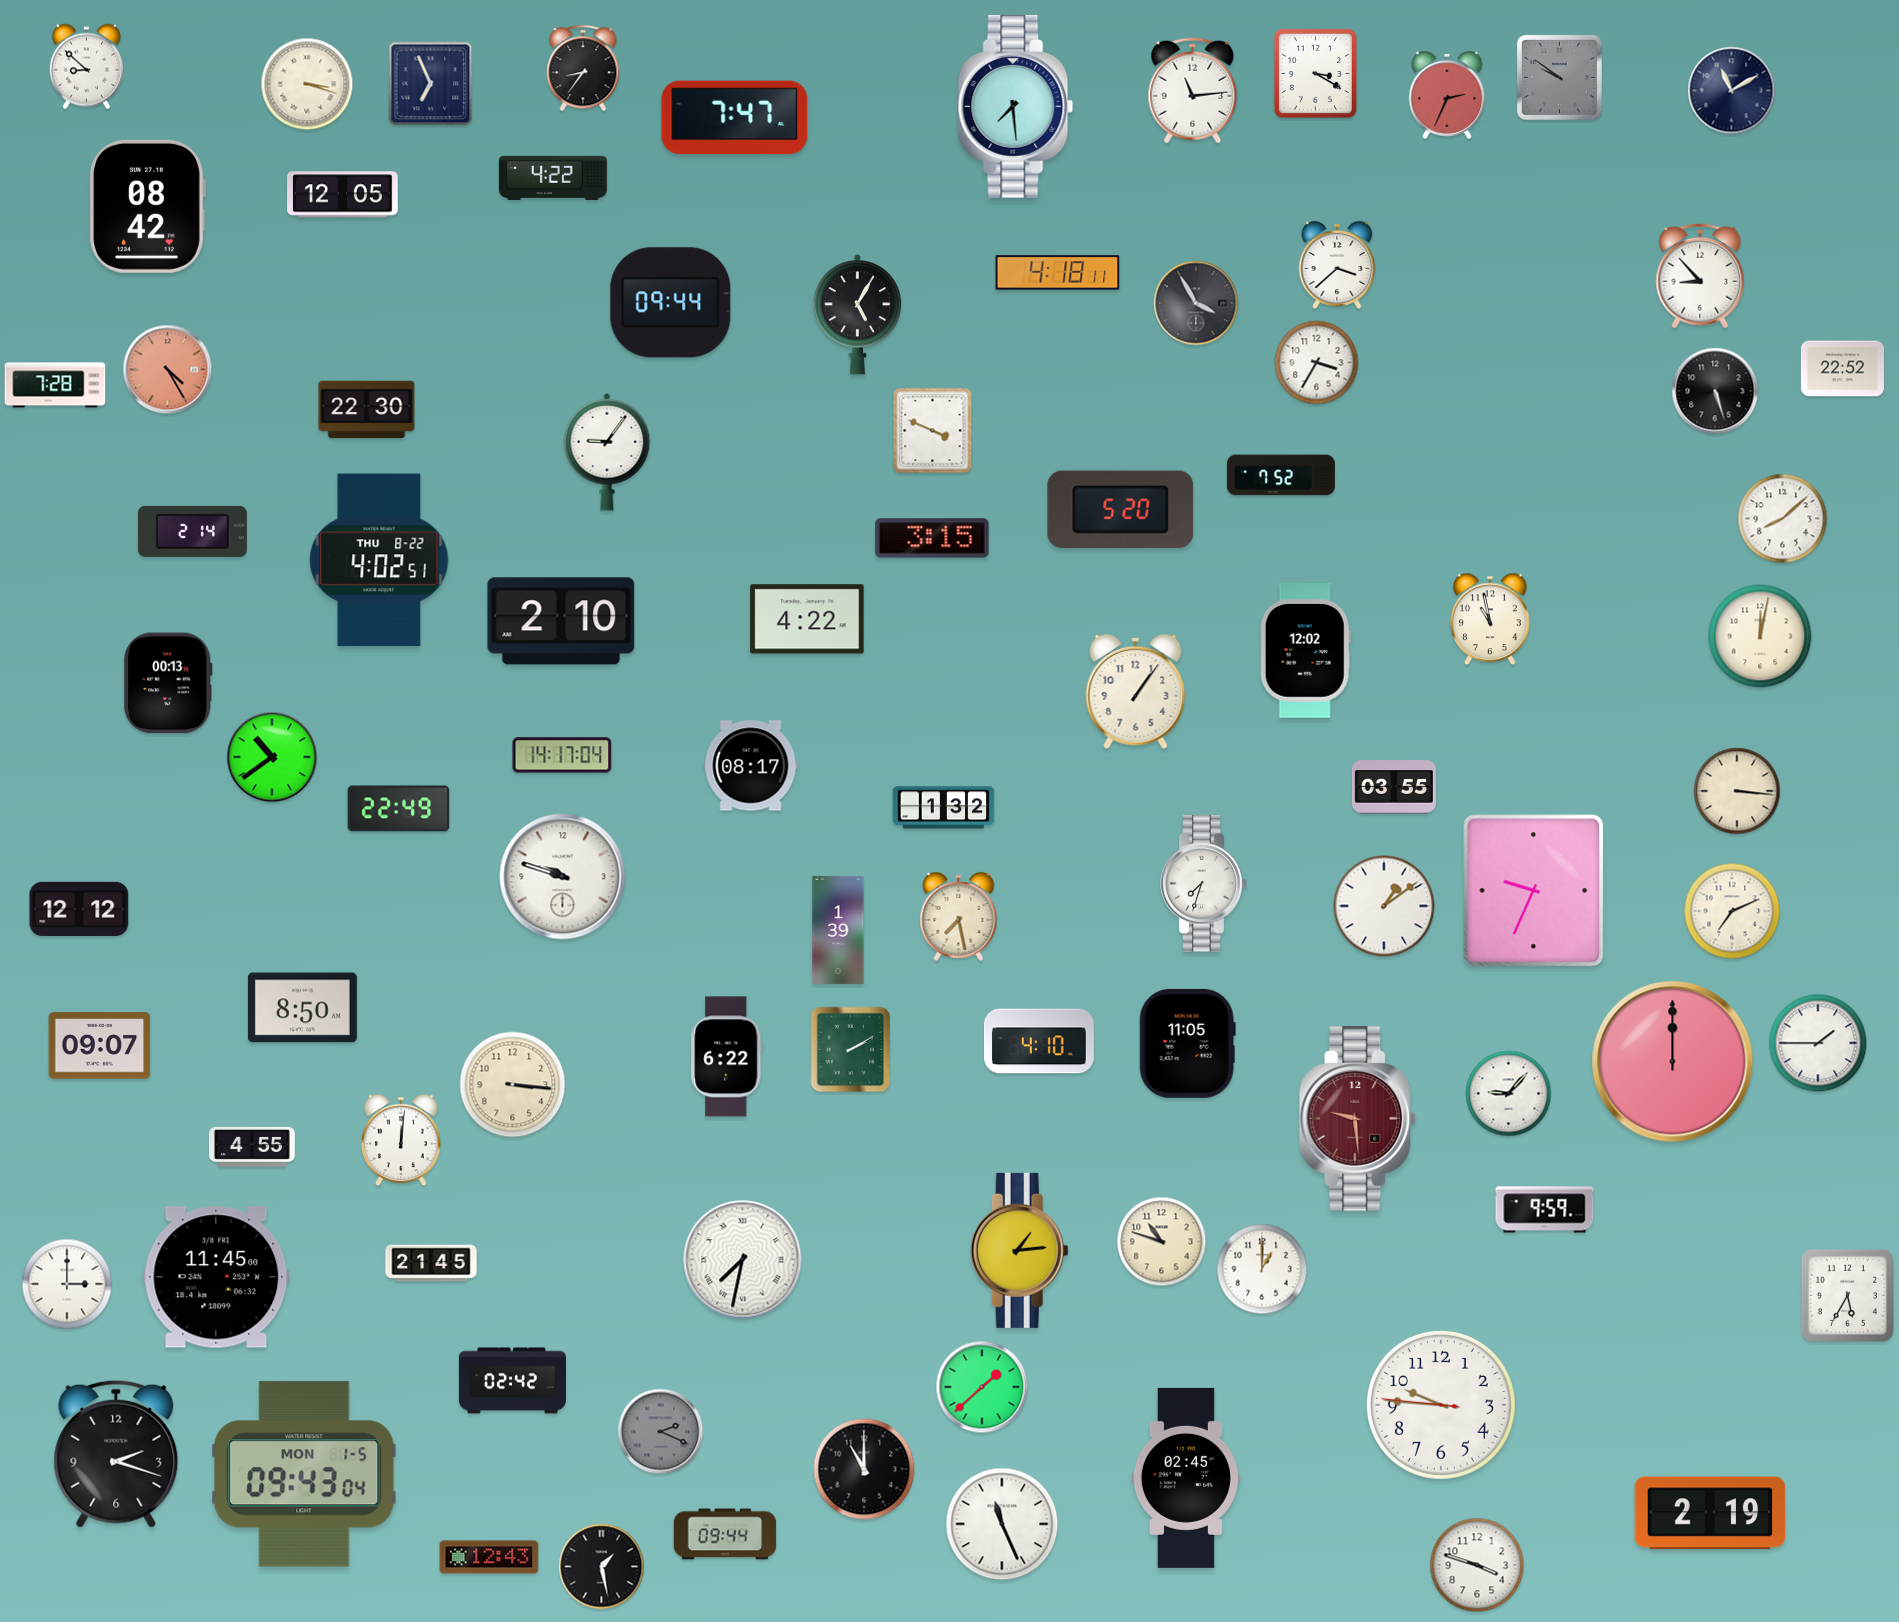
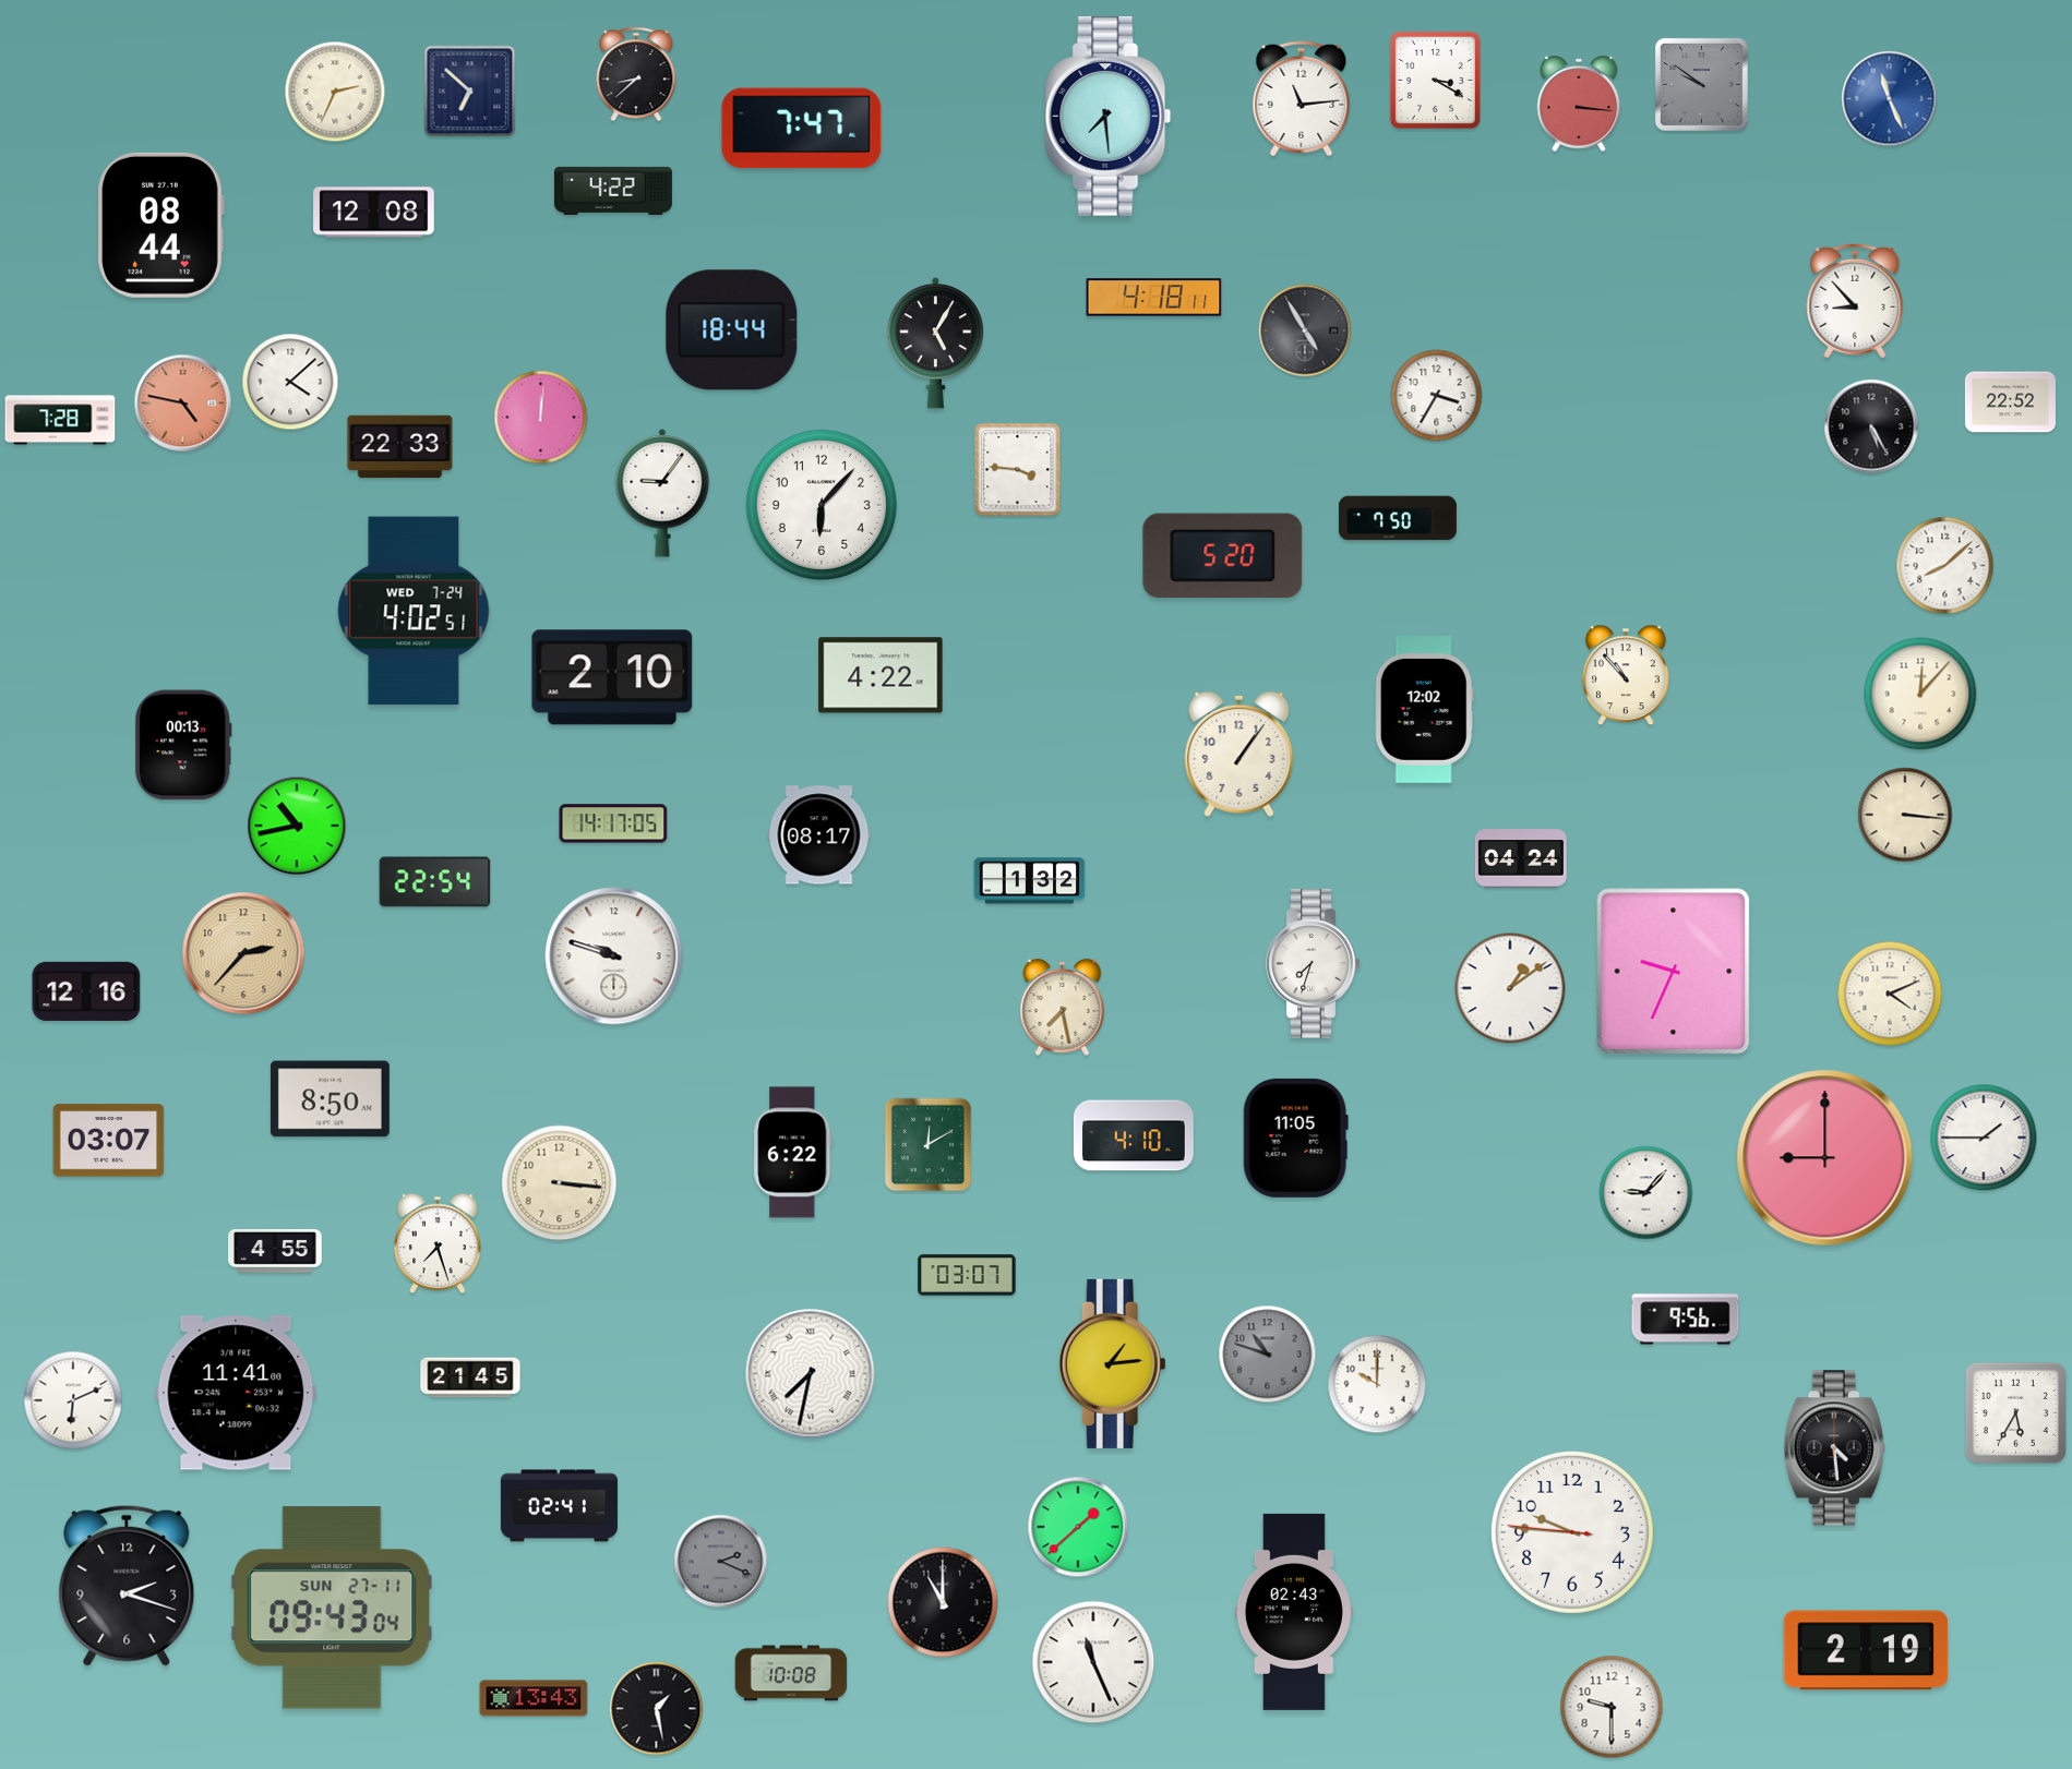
clock at (86, 67): 8:52 -> none
clock at (583, 68): 8:36 -> 8:38
clock at (307, 84): 3:18 -> 2:34
clock at (431, 84): 6:56 -> 6:52
clock at (1732, 91): 11:10 -> 11:26
clock at (1732, 91) dial: navy -> blue
clock at (1447, 96): 2:34 -> 3:16
clock at (553, 178) position: (553, 178) -> (613, 191)
clock at (343, 195): 12:05 -> 12:08
clock at (147, 206): 08:42 -> 08:44
clock at (1337, 266): 3:38 -> none
clock at (671, 303): 09:44 -> 18:44
clock at (1196, 303): 3:55 -> 4:55
clock at (290, 382): none -> 4:08
clock at (168, 370): 4:25 -> 4:47
clock at (541, 418): none -> 12:01
clock at (1715, 391): 5:27 -> 5:25
clock at (367, 410): 22:30 -> 22:33
clock at (933, 431): 3:49 -> 3:46
clock at (822, 505): none -> 6:07
clock at (1281, 475): 7:52 -> 7:50
clock at (192, 531): 2:14 -> none
clock at (932, 538): 3:15 -> none
clock at (379, 560) date: THU 8-22 -> WED 7-24
clock at (1491, 619): 10:58 -> 10:53
clock at (1760, 636): 12:02 -> 12:07
clock at (562, 755): 14:17:04 -> 14:17:05
clock at (272, 757): 10:39 -> 10:43
clock at (1394, 787): 03:55 -> 04:24
clock at (1737, 791) position: (1737, 791) -> (1905, 815)
clock at (399, 809): 22:49 -> 22:54
clock at (243, 953): none -> 2:37
clock at (79, 909): 12:12 -> 12:16
clock at (1732, 911): 7:11 -> 4:11
clock at (959, 916) position: (959, 916) -> (1063, 1007)
clock at (838, 930): 1:39 -> none
clock at (100, 1046): 09:07 -> 03:07
clock at (851, 1050): 2:10 -> 12:10
clock at (1673, 1062): 12:00 -> 9:00
clock at (1358, 1119): 9:29 -> none
clock at (402, 1140): 12:01 -> 7:27
clock at (967, 1275): none -> 03:07
clock at (1545, 1210): 9:59 -> 9:56
clock at (1162, 1242) dial: cream -> grey
clock at (1262, 1269): 1:00 -> 10:00
clock at (216, 1277): 11:45 -> 11:41
clock at (67, 1284): 3:00 -> 6:11
clock at (1834, 1448): none -> 4:29
clock at (512, 1381): 02:42 -> 02:41
clock at (982, 1387) position: (982, 1387) -> (1078, 1527)
clock at (304, 1474) date: MON 1-5 -> SUN 27-11
clock at (1186, 1478): 02:45 -> 02:43
clock at (725, 1534): 09:44 -> 10:08
clock at (489, 1557): 12:43 -> 13:43
clock at (1477, 1565): 3:48 -> 9:30
